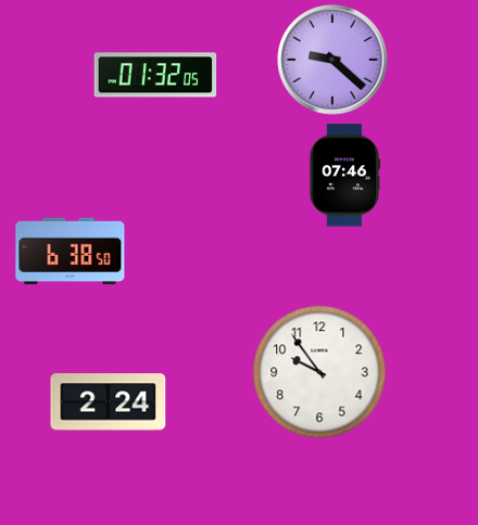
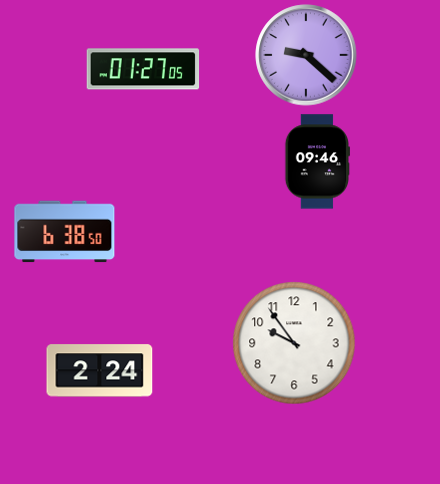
clock at (155, 75): 01:32 -> 01:27
clock at (343, 176): 07:46 -> 09:46
